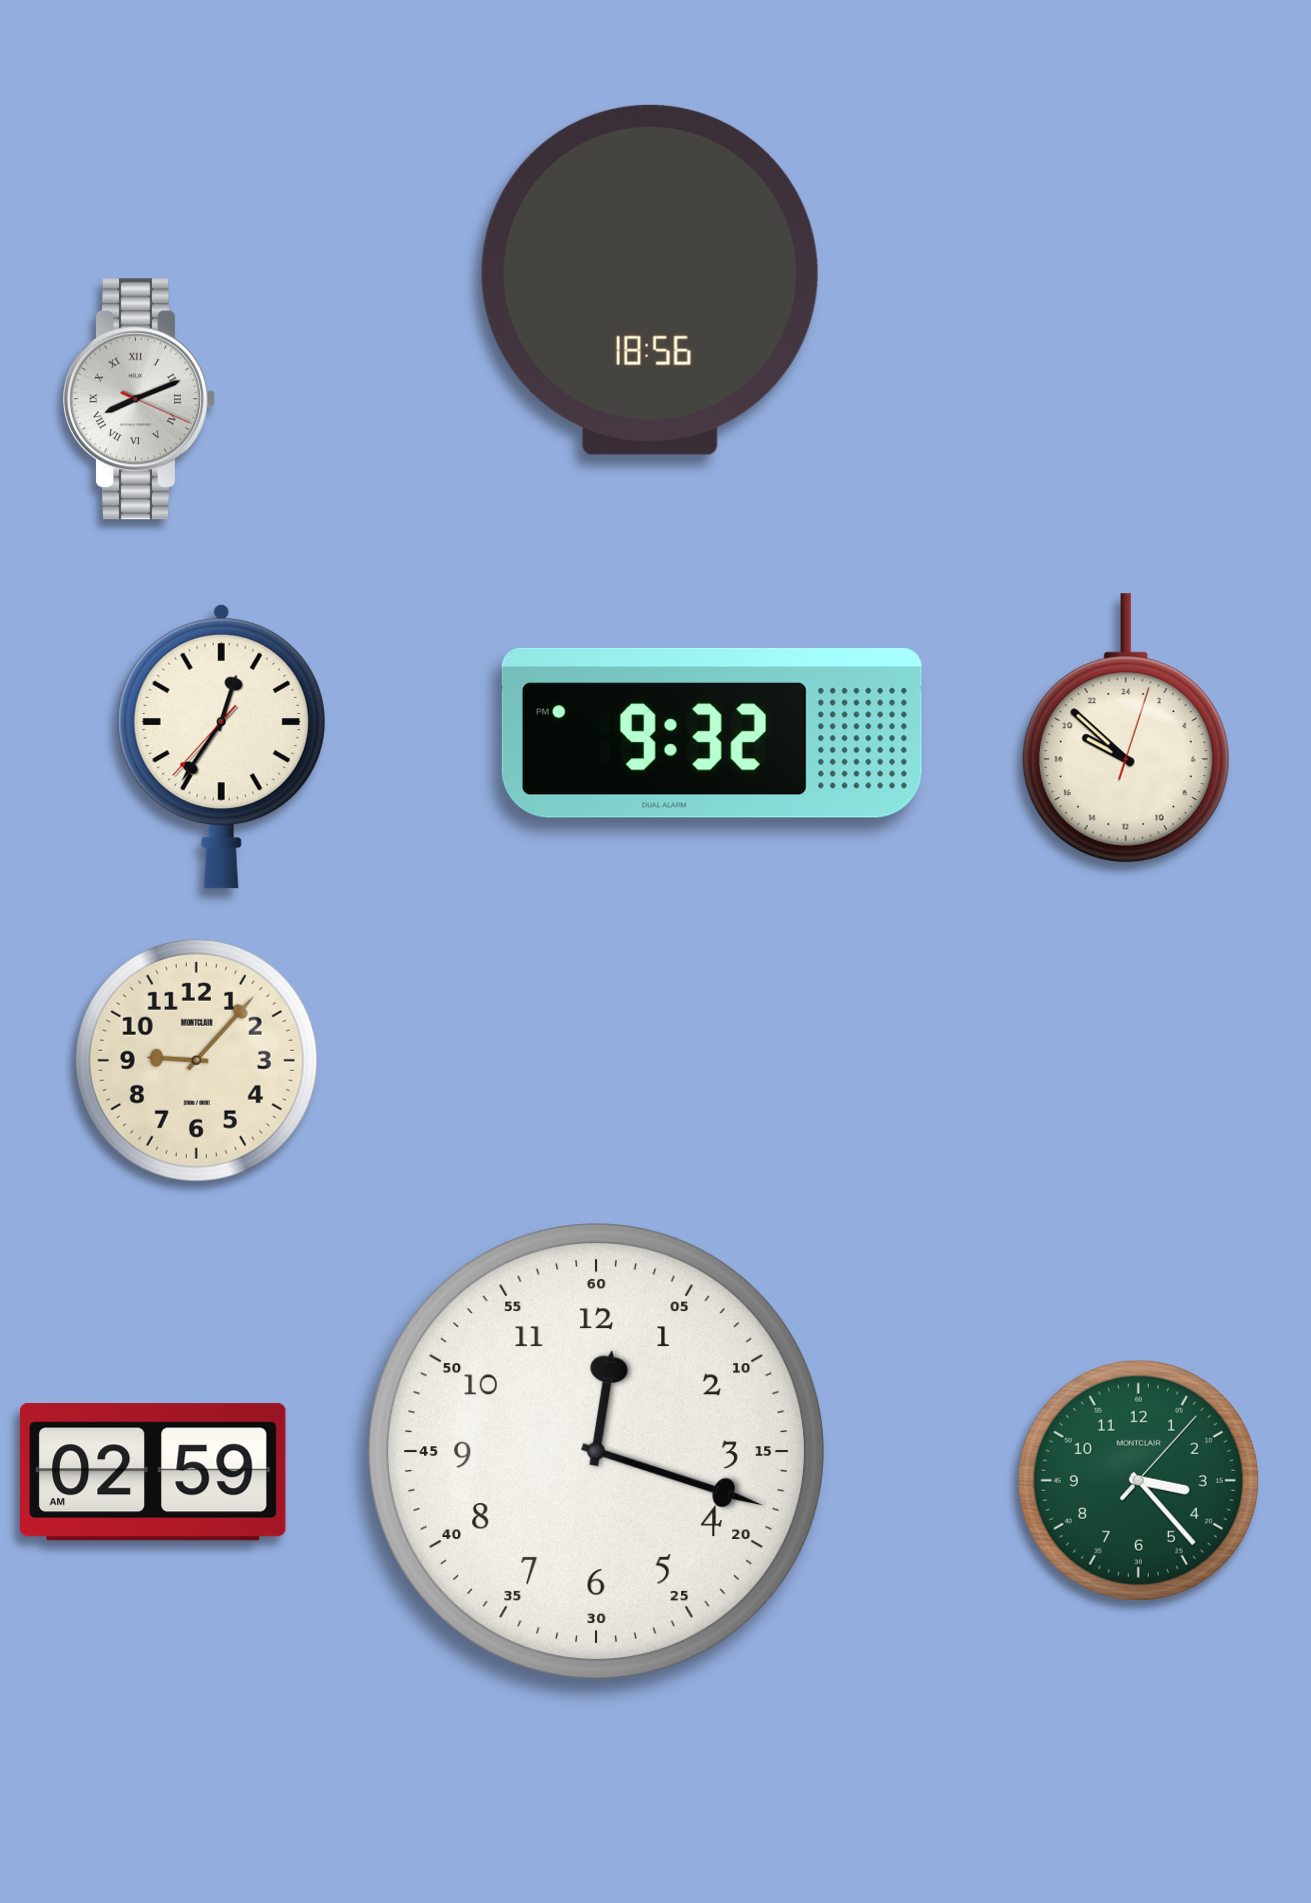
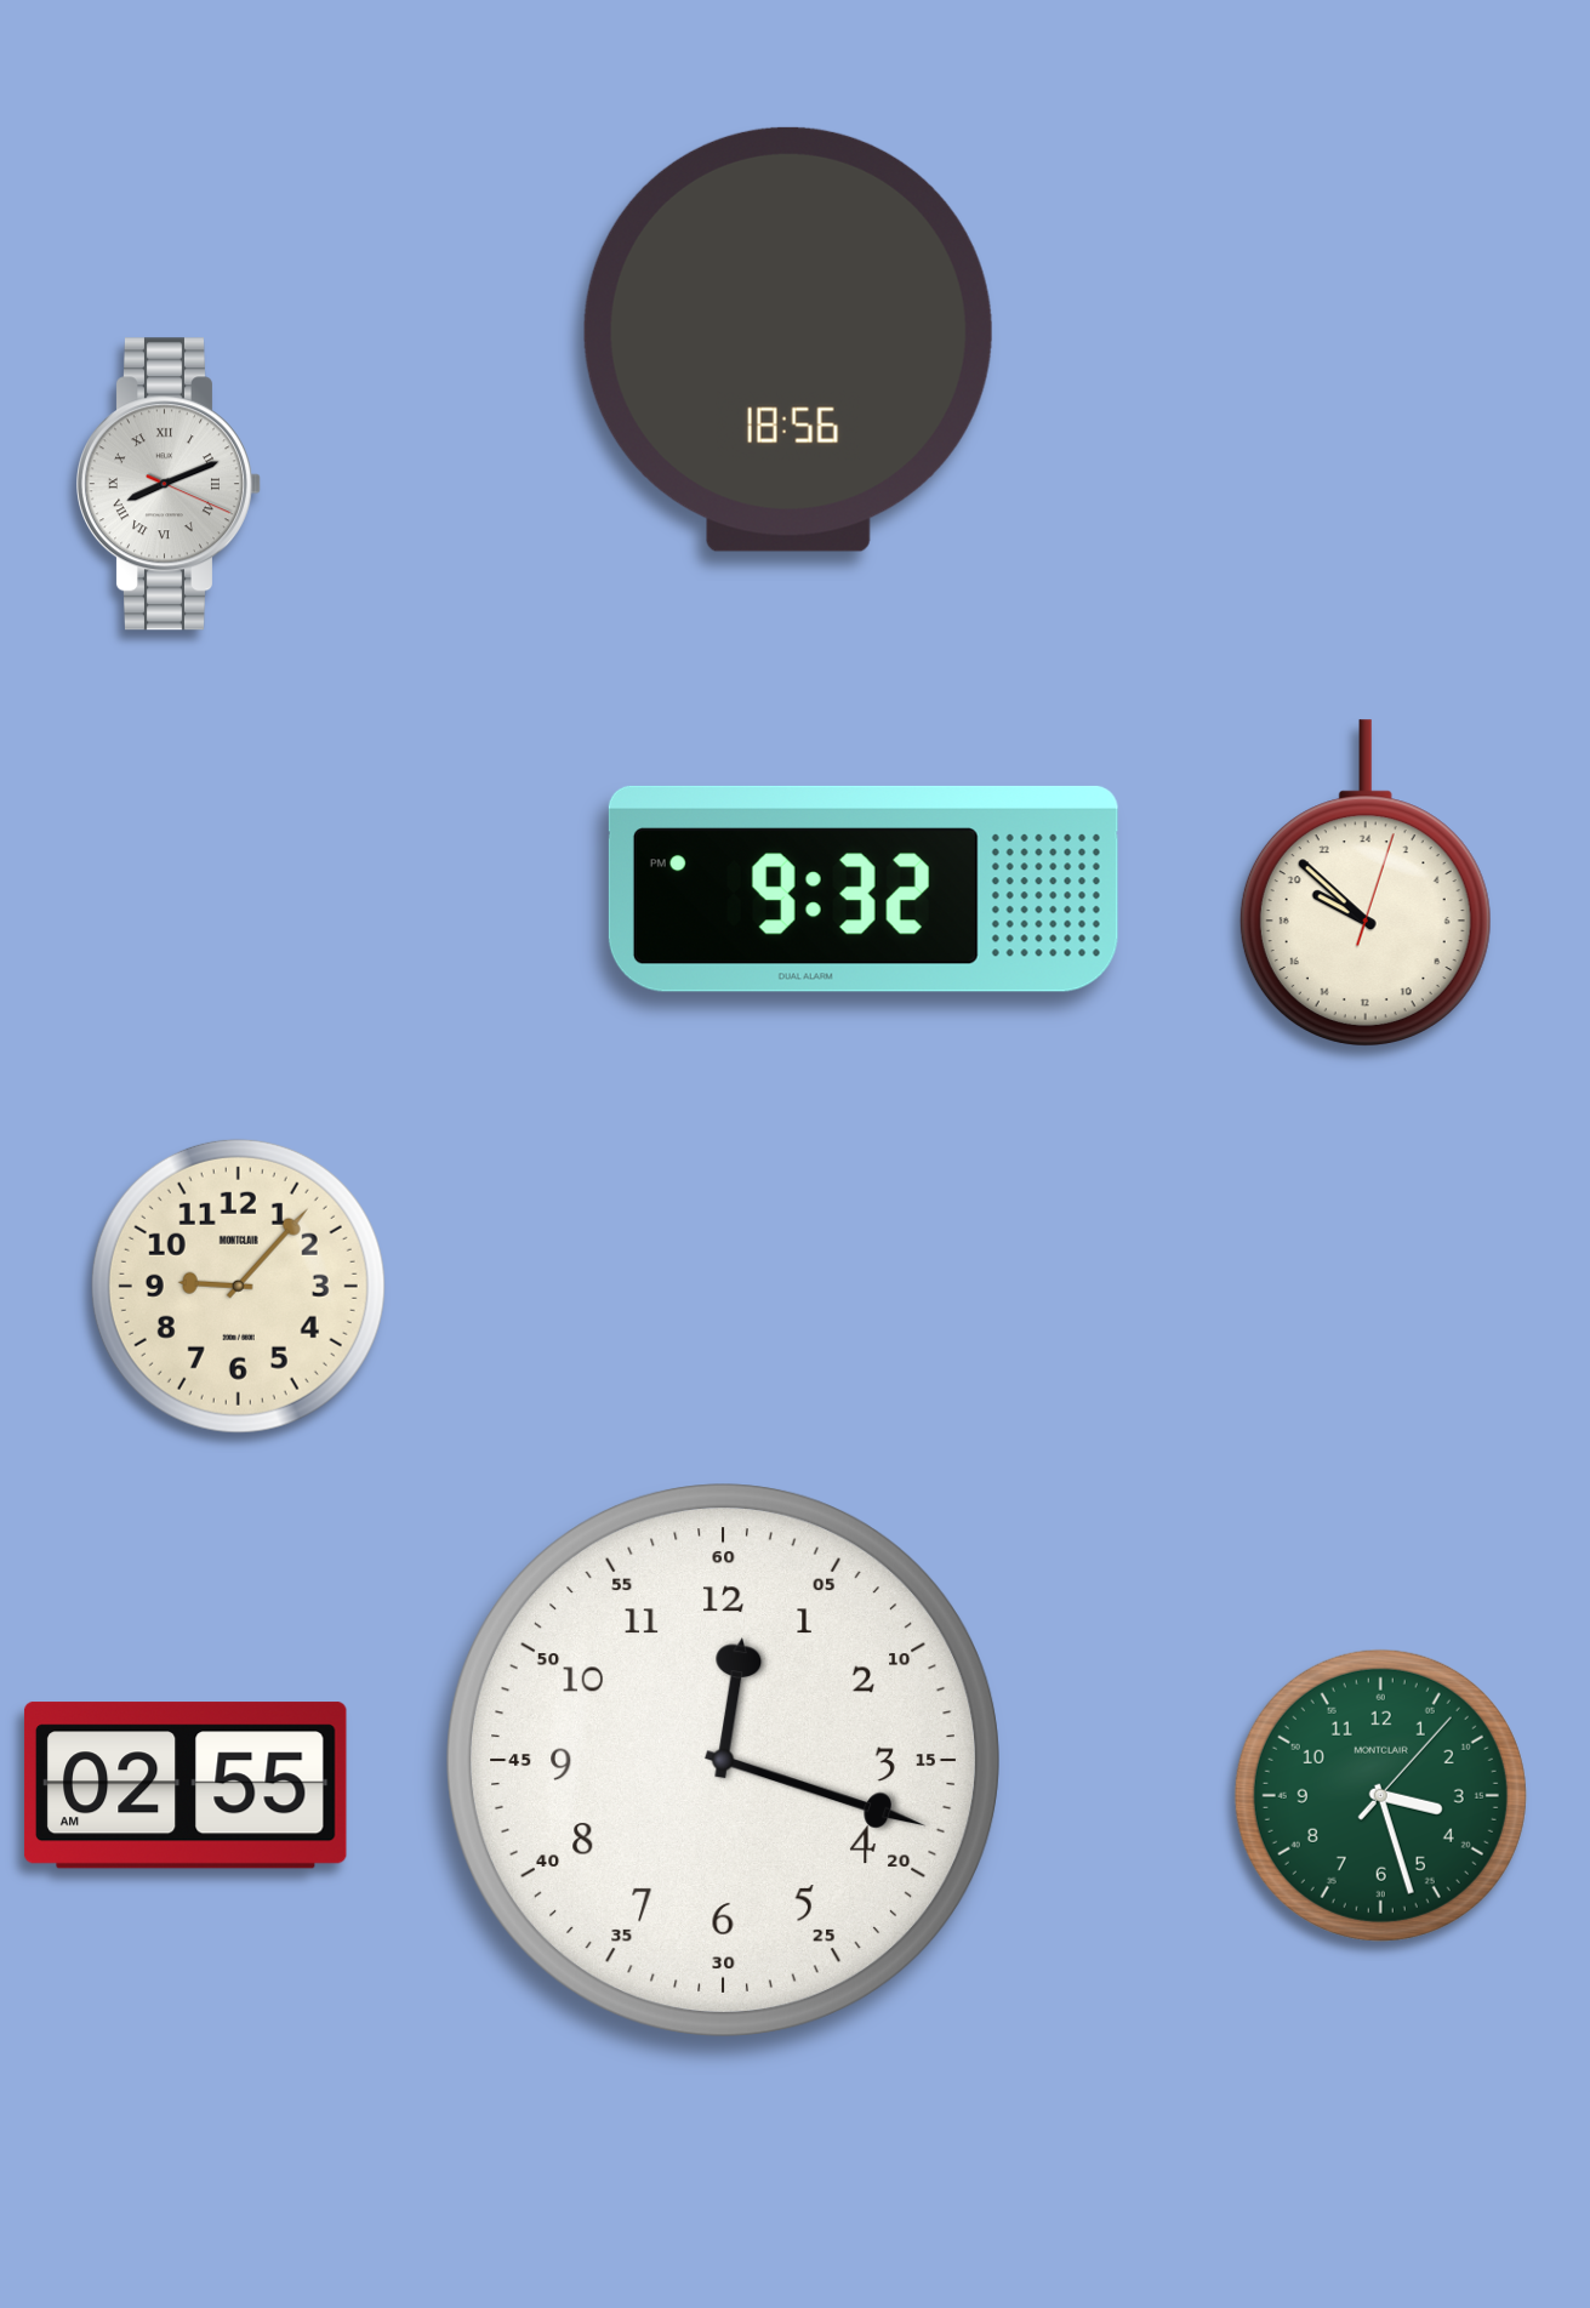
clock at (221, 746): 12:35 -> none
clock at (153, 1472): 02:59 -> 02:55
clock at (1138, 1480): 3:23 -> 3:27
